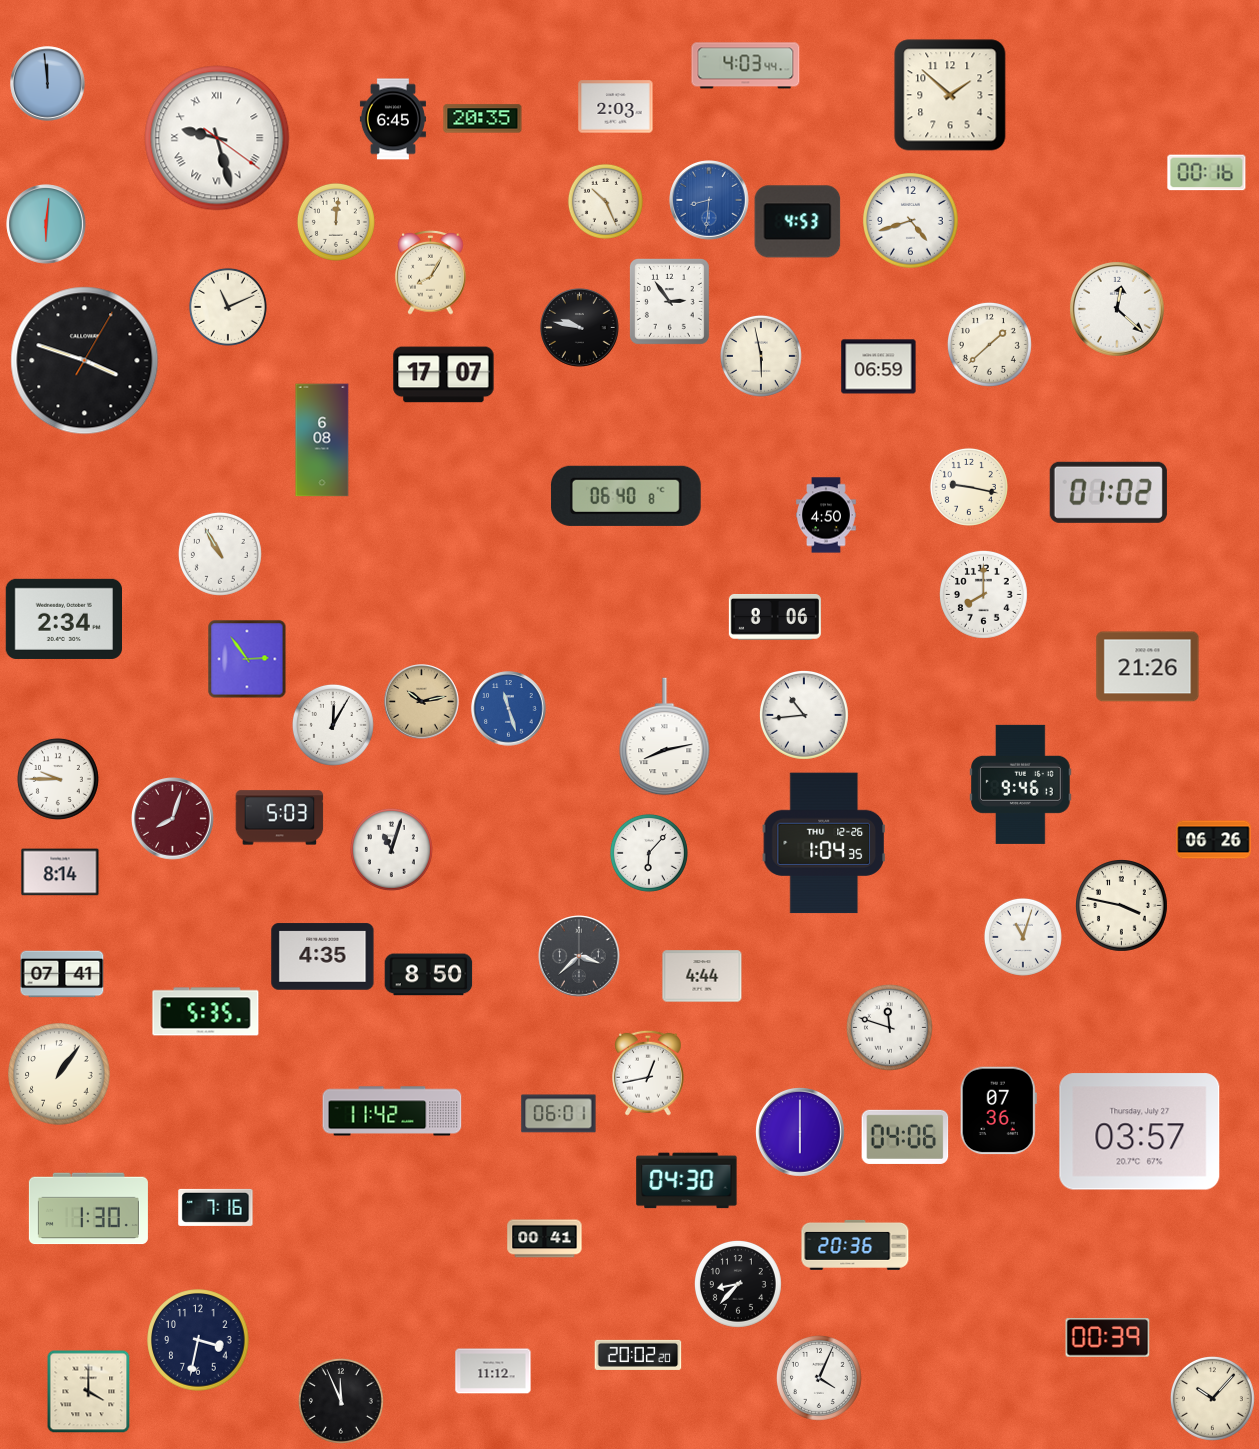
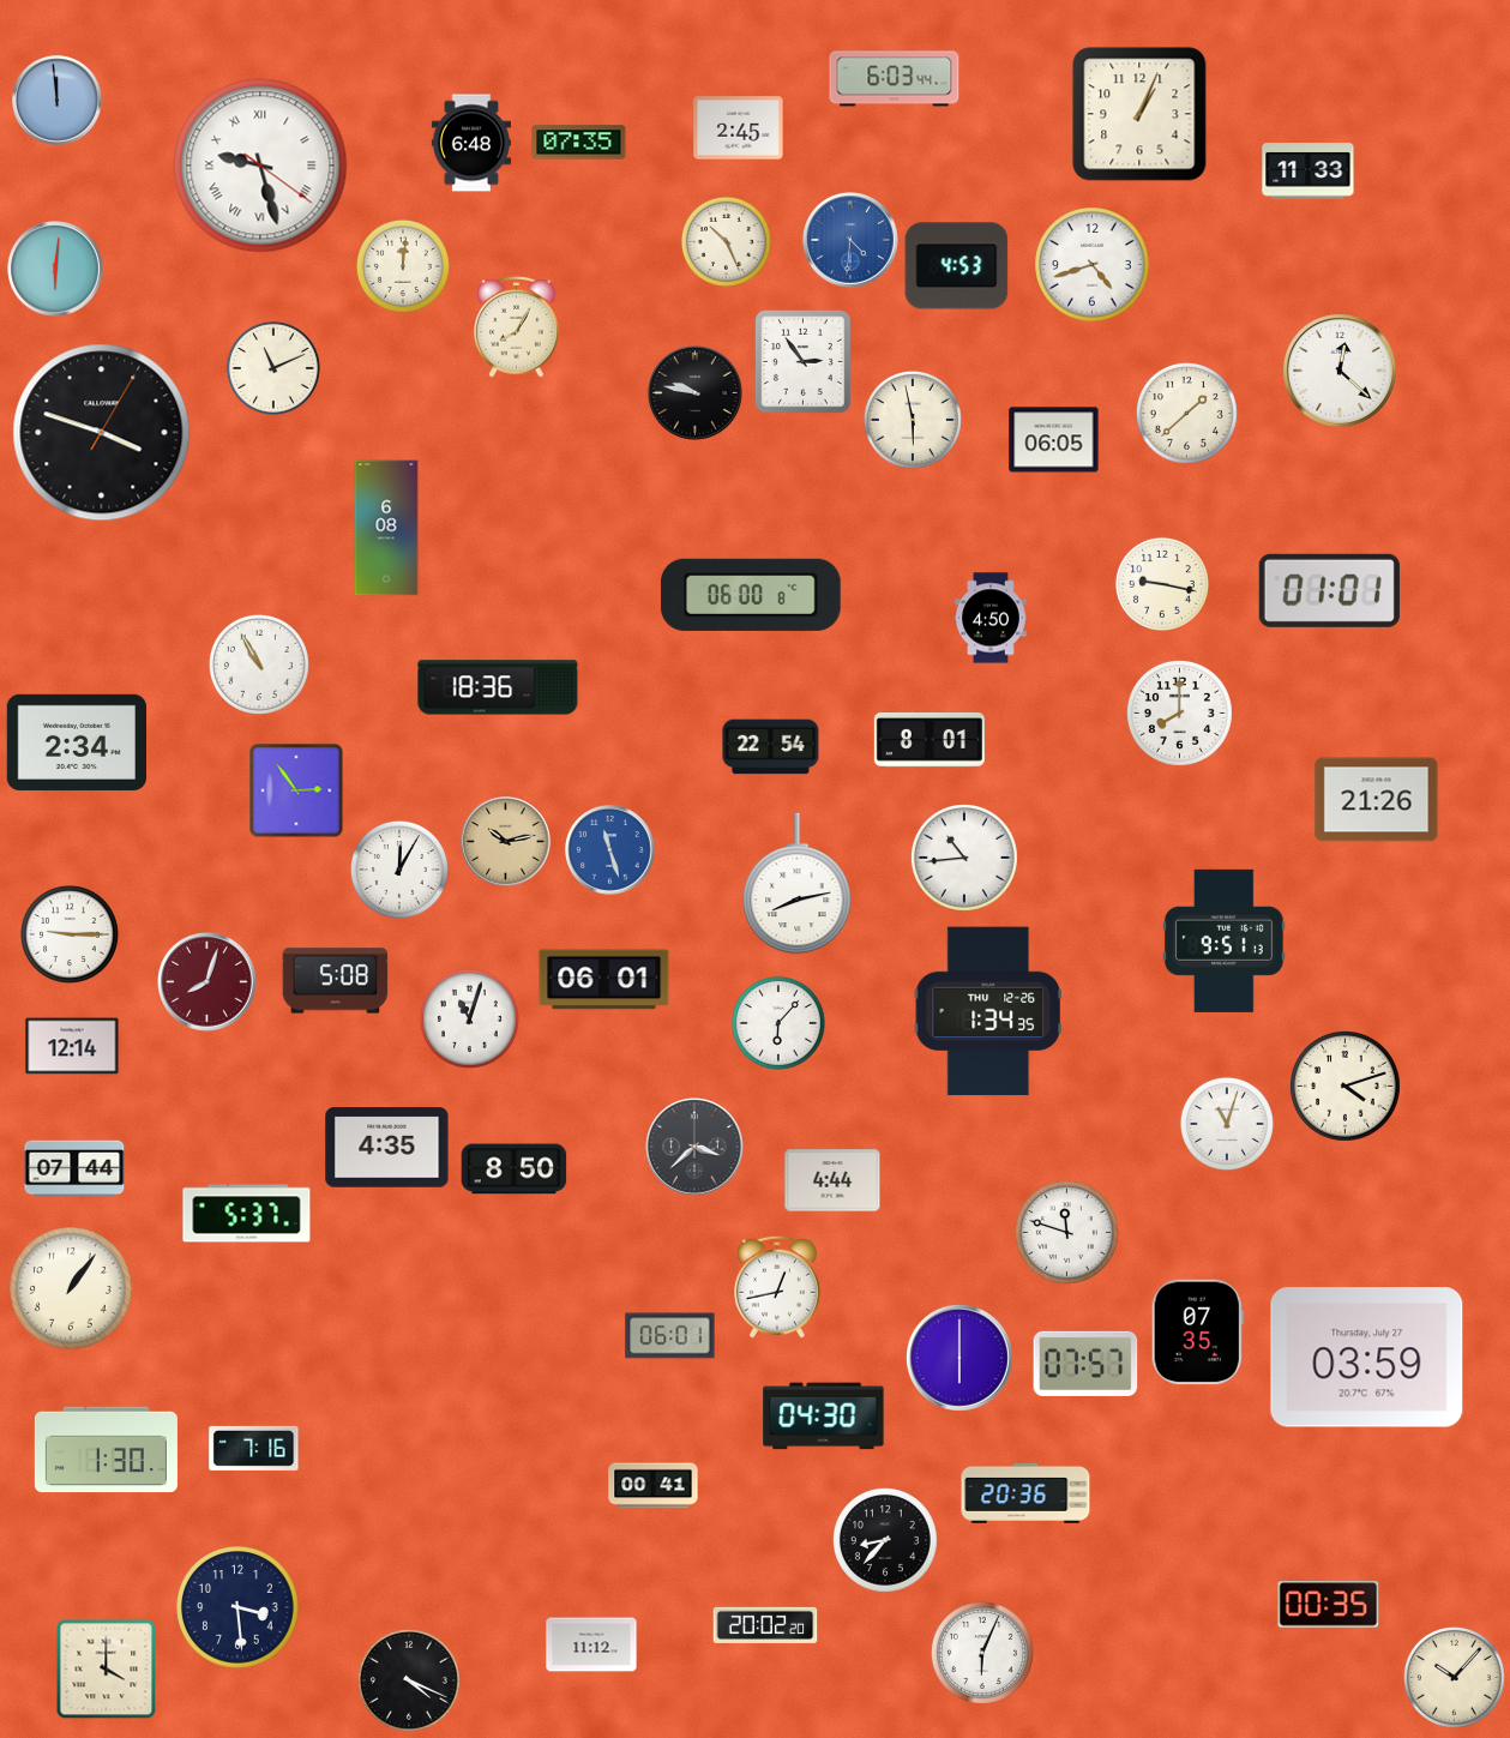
clock at (746, 66): 4:03 -> 6:03
clock at (950, 95): 1:52 -> 1:04
clock at (616, 107): 2:03 -> 2:45
clock at (393, 119): 6:45 -> 6:48
clock at (483, 119): 20:35 -> 07:35
clock at (1309, 172): none -> 11:33
clock at (1207, 173): 00:16 -> none
clock at (709, 200): 8:31 -> 4:31
clock at (761, 356) position: (761, 356) -> (913, 420)
clock at (879, 367): 06:59 -> 06:05
clock at (444, 375): 17:07 -> none
clock at (1108, 492): 01:02 -> 01:01
clock at (626, 496): 06:40 -> 06:00
clock at (220, 554) position: (220, 554) -> (259, 664)
clock at (498, 687): none -> 18:36
clock at (775, 618): 8:06 -> 8:01
clock at (771, 747): none -> 22:54
clock at (58, 779): 9:45 -> 9:15
clock at (1021, 784): 9:46 -> 9:51
clock at (604, 980): none -> 06:01
clock at (280, 818): 5:03 -> 5:08
clock at (1214, 840): 06:26 -> none
clock at (824, 843): 1:04 -> 1:34
clock at (60, 872): 8:14 -> 12:14
clock at (1122, 906): 3:47 -> 4:12
clock at (62, 974): 07:41 -> 07:44
clock at (702, 976) position: (702, 976) -> (832, 1180)
clock at (206, 1012): 5:35 -> 5:37
clock at (392, 1111): 11:42 -> none
clock at (998, 1111): 07:36 -> 07:35
clock at (1140, 1132): 03:57 -> 03:59
clock at (905, 1137): 04:06 -> 07:57
clock at (216, 1207) position: (216, 1207) -> (254, 1448)
clock at (1108, 1338): 00:39 -> 00:35
clock at (198, 1340): 3:32 -> 3:29
clock at (819, 1378): 4:04 -> 6:04
clock at (341, 1401): 11:56 -> 4:19
